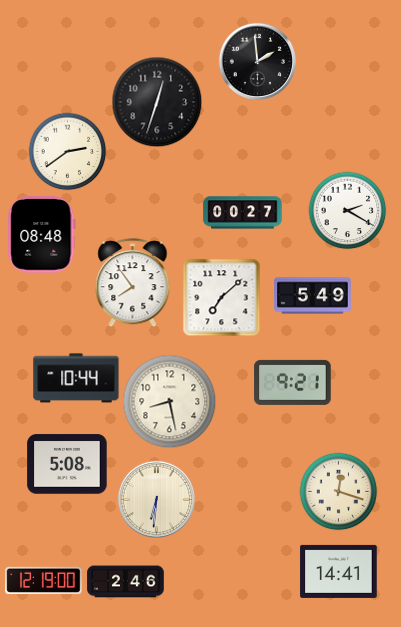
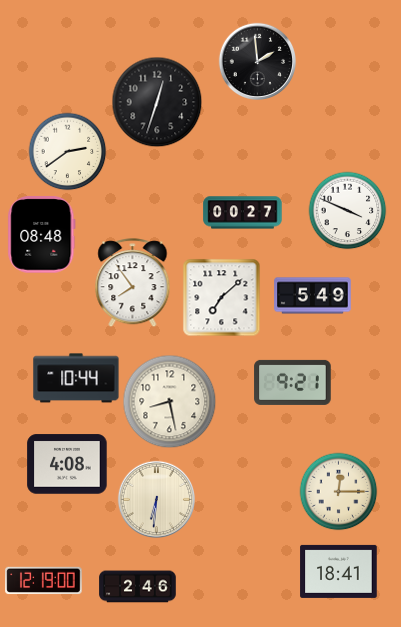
clock at (347, 210): 2:20 -> 3:49
clock at (67, 464): 5:08 -> 4:08
clock at (338, 491): 12:18 -> 12:15
clock at (339, 571): 14:41 -> 18:41
clock at (126, 582) position: (126, 582) -> (138, 587)
